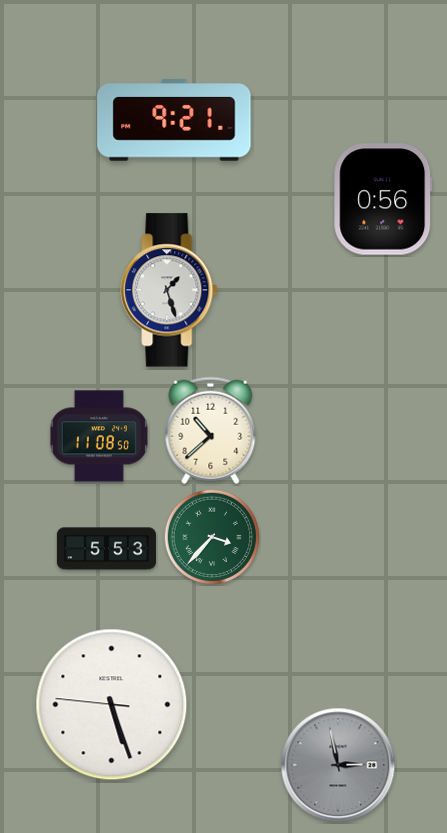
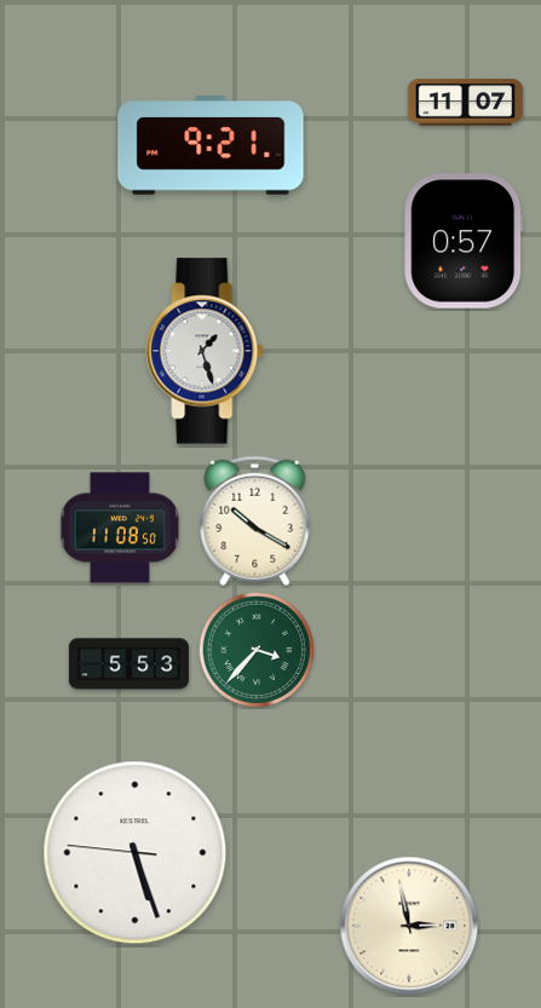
clock at (466, 103): none -> 11:07
clock at (383, 199): 0:56 -> 0:57
clock at (211, 431): 10:38 -> 10:20
clock at (338, 765) dial: grey -> cream
